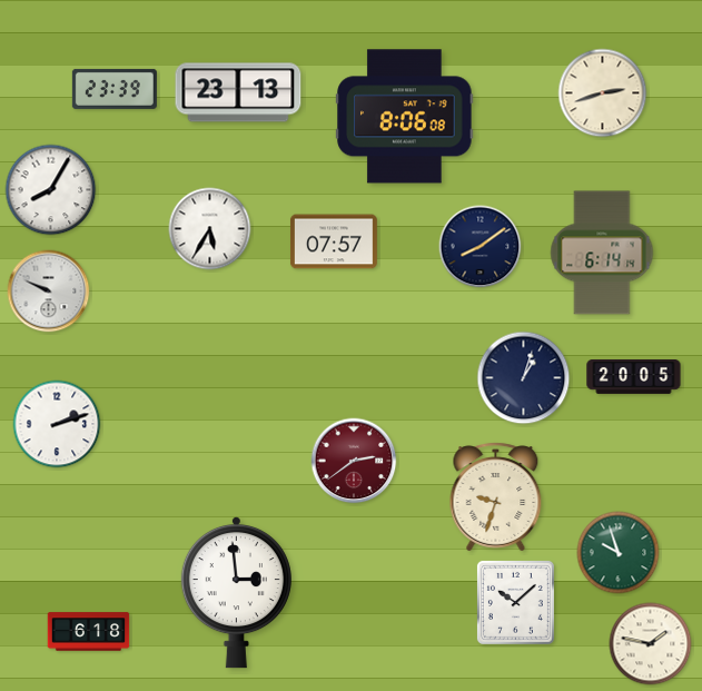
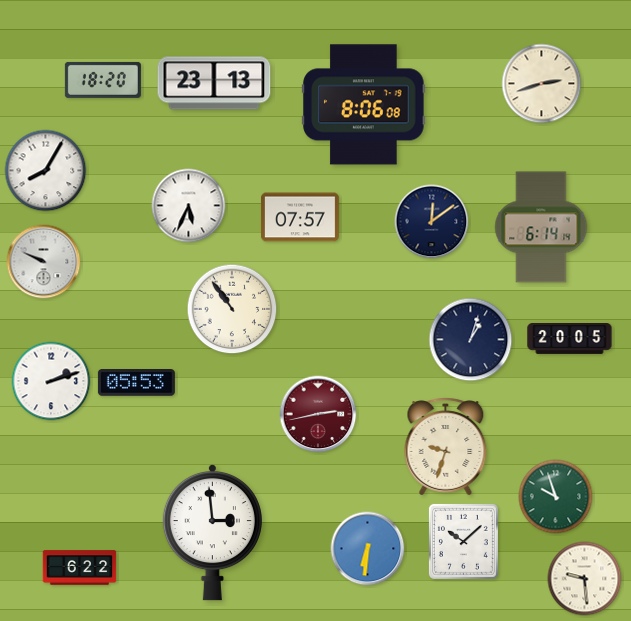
clock at (115, 89): 23:39 -> 18:20
clock at (210, 229): 5:35 -> 5:34
clock at (481, 247): 8:09 -> 12:09
clock at (232, 309): none -> 10:54
clock at (136, 383): none -> 05:53
clock at (354, 461): 2:39 -> 2:43
clock at (368, 549): none -> 6:31
clock at (89, 632): 6:18 -> 6:22
clock at (651, 644): 1:47 -> 9:29
